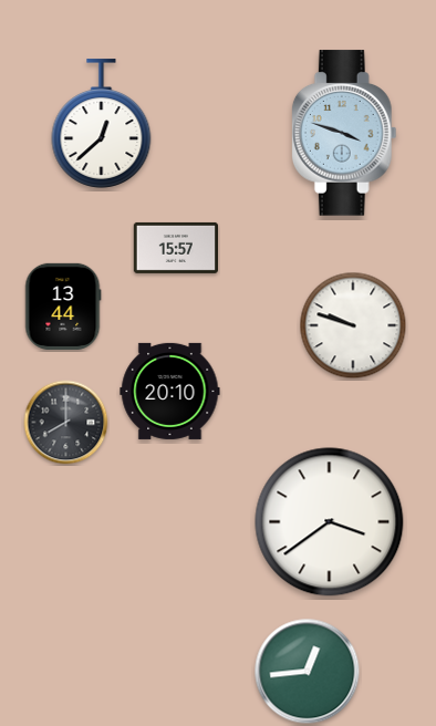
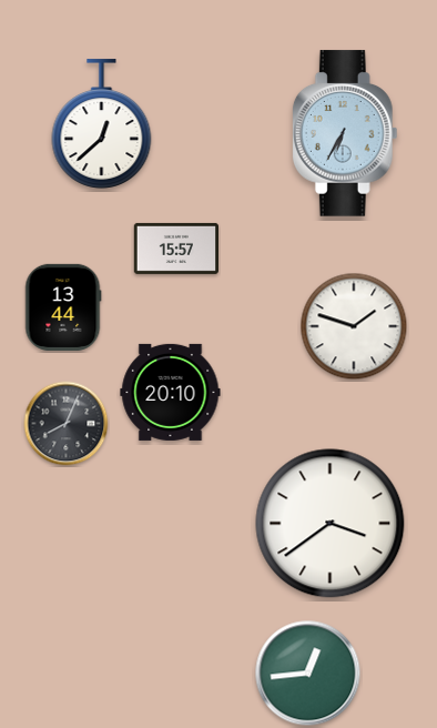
clock at (344, 133): 3:48 -> 6:35
clock at (353, 325): 9:48 -> 1:48
clock at (66, 423): 8:00 -> 8:04
